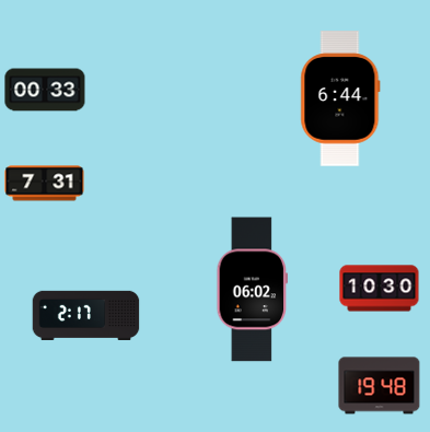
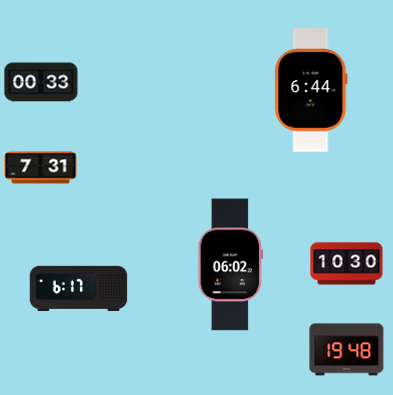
clock at (86, 315): 2:17 -> 6:17
clock at (380, 386) position: (380, 386) -> (347, 350)
